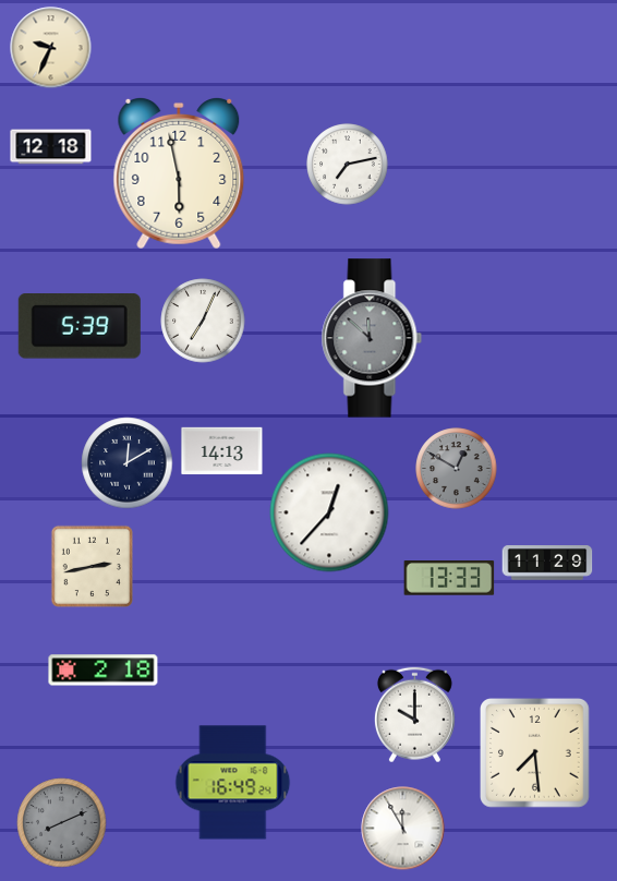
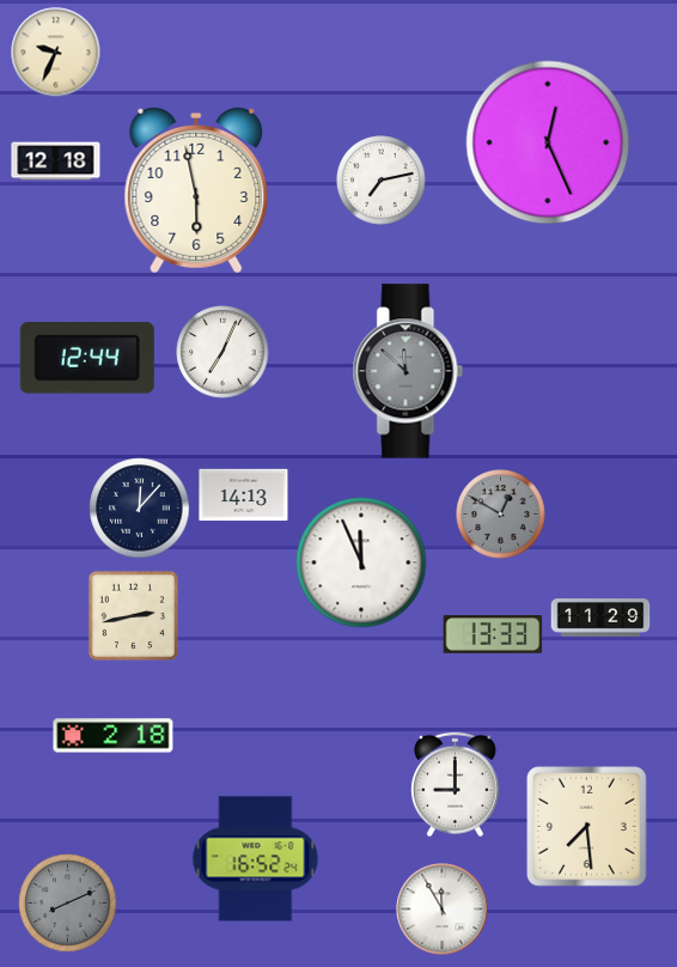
clock at (548, 142): none -> 12:26
clock at (80, 327): 5:39 -> 12:44
clock at (128, 463): 12:10 -> 12:07
clock at (329, 512): 12:37 -> 11:56
clock at (93, 567) position: (93, 567) -> (134, 616)
clock at (414, 715): 10:00 -> 9:00
clock at (233, 783): 16:49 -> 16:52
